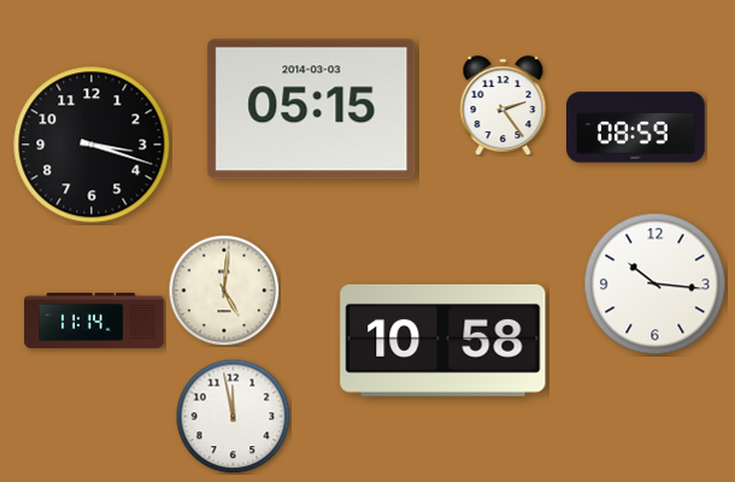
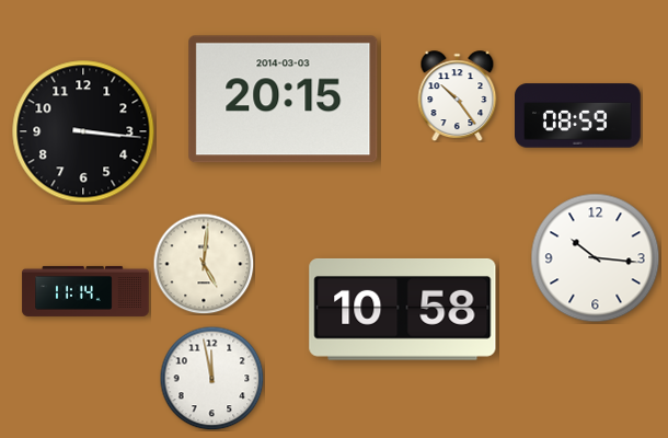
clock at (504, 105): 2:24 -> 10:24
clock at (312, 110): 05:15 -> 20:15
clock at (92, 145): 3:18 -> 3:16
